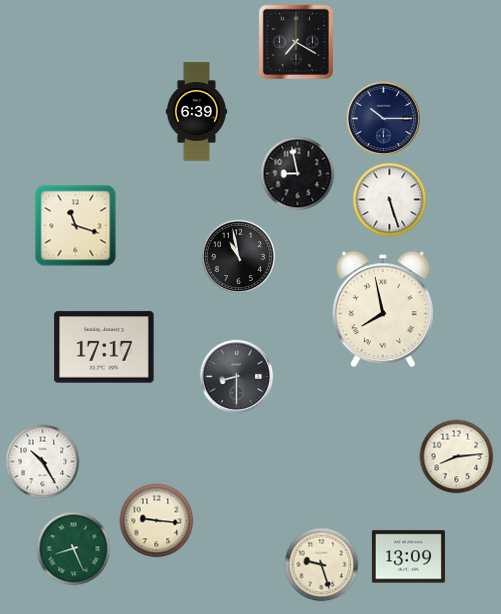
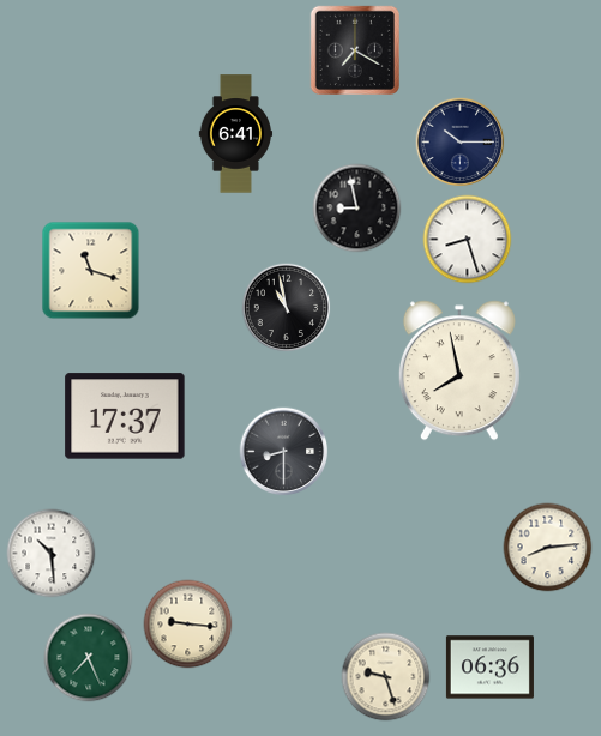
clock at (197, 112): 6:39 -> 6:41
clock at (390, 200): 5:27 -> 8:27
clock at (104, 347): 17:17 -> 17:37
clock at (43, 462): 10:25 -> 10:29
clock at (74, 549): 8:26 -> 7:26
clock at (408, 557): 13:09 -> 06:36
